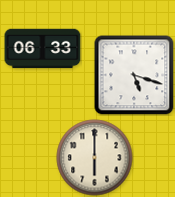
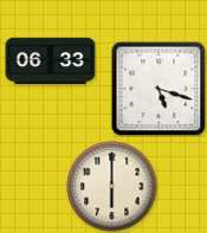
clock at (43, 49) position: (43, 49) -> (51, 62)
